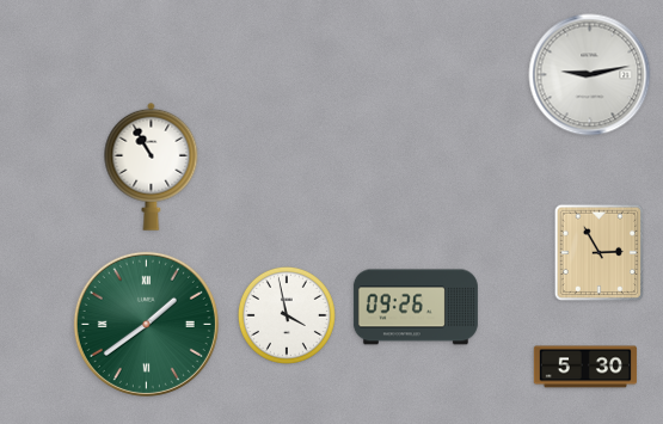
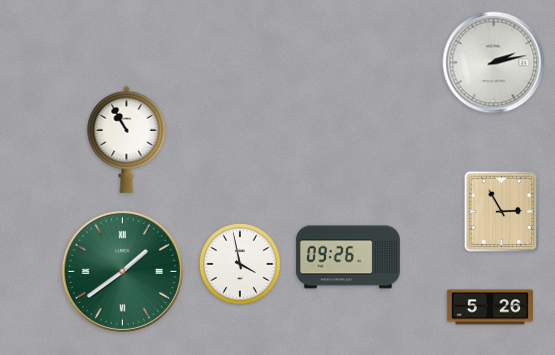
clock at (590, 75): 9:13 -> 2:13
clock at (585, 367): 5:30 -> 5:26
